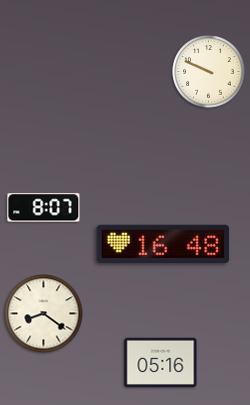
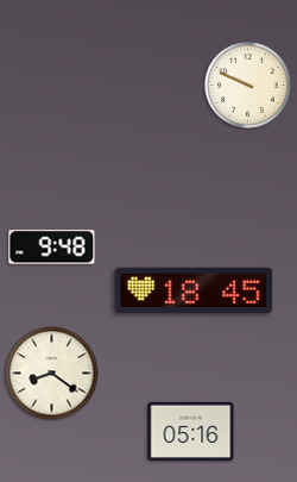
clock at (44, 208): 8:07 -> 9:48
clock at (163, 244): 16:48 -> 18:45
